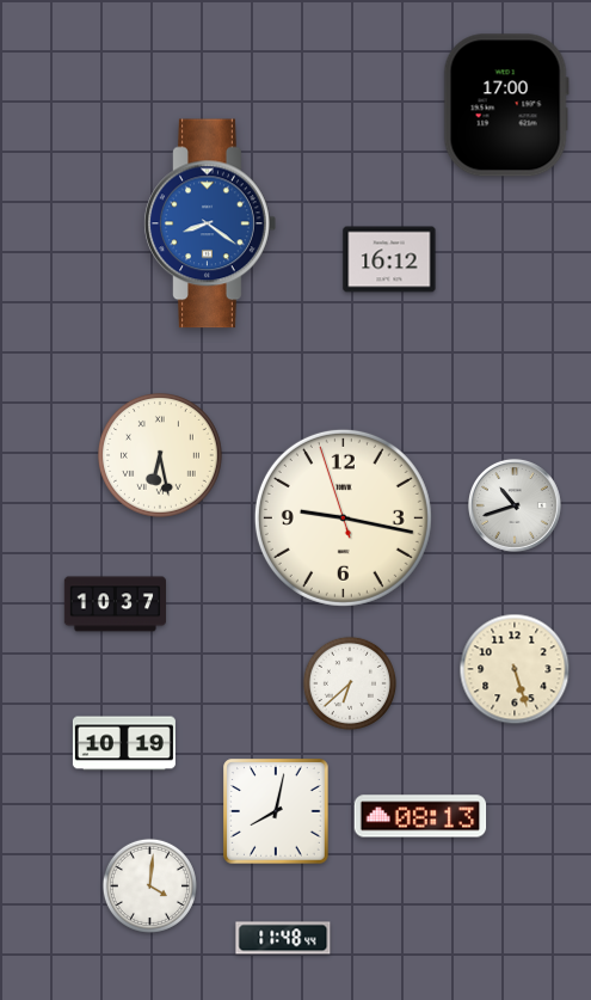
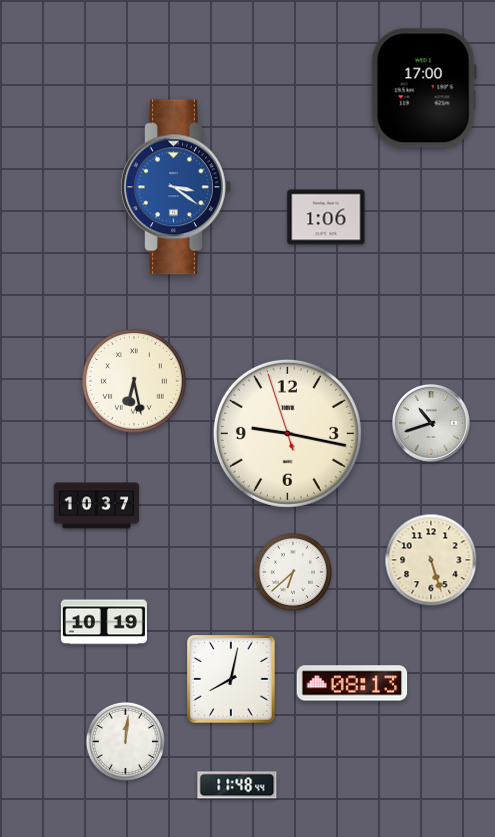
clock at (210, 223): 8:21 -> 3:21
clock at (389, 259): 16:12 -> 1:06
clock at (149, 885): 4:01 -> 12:01
